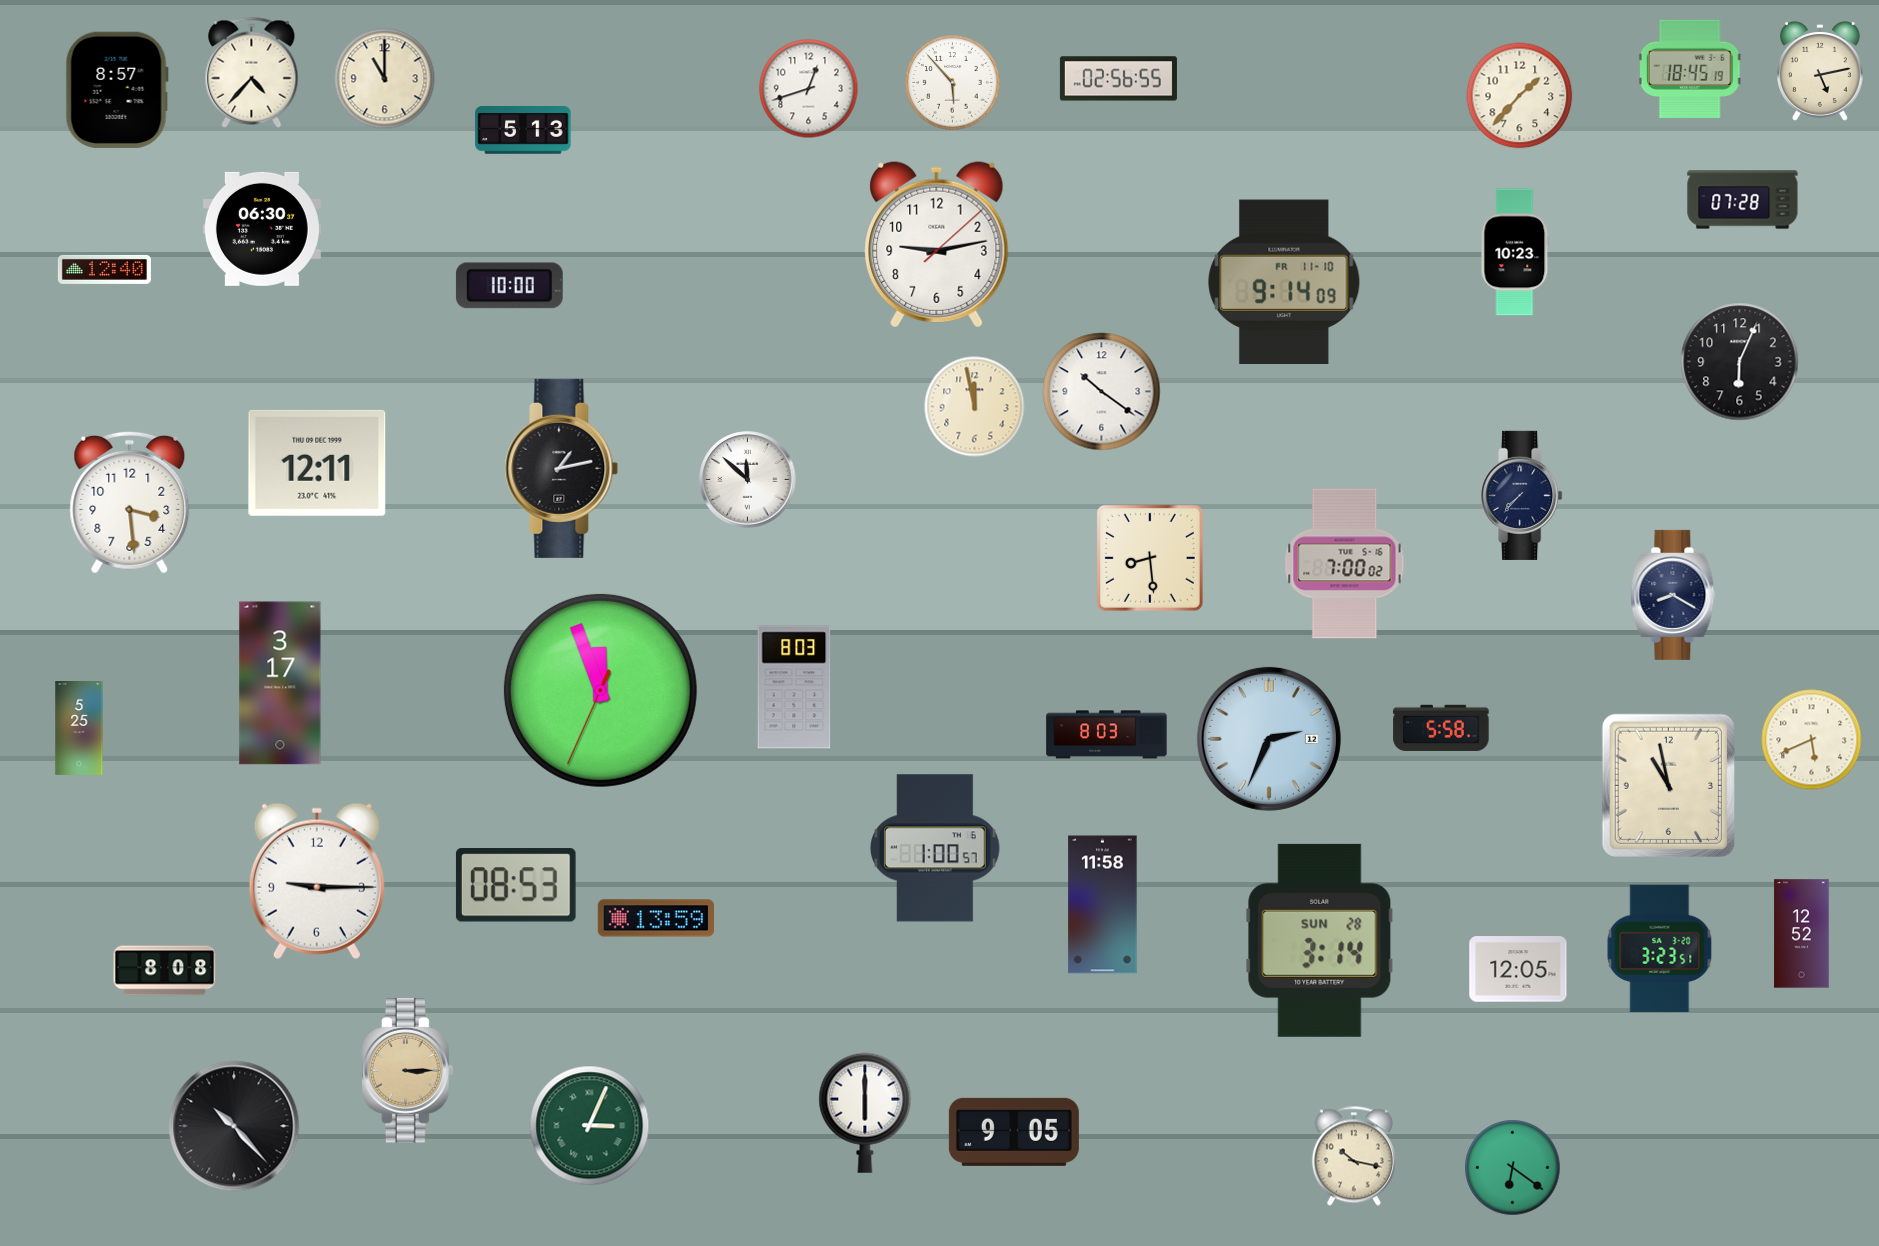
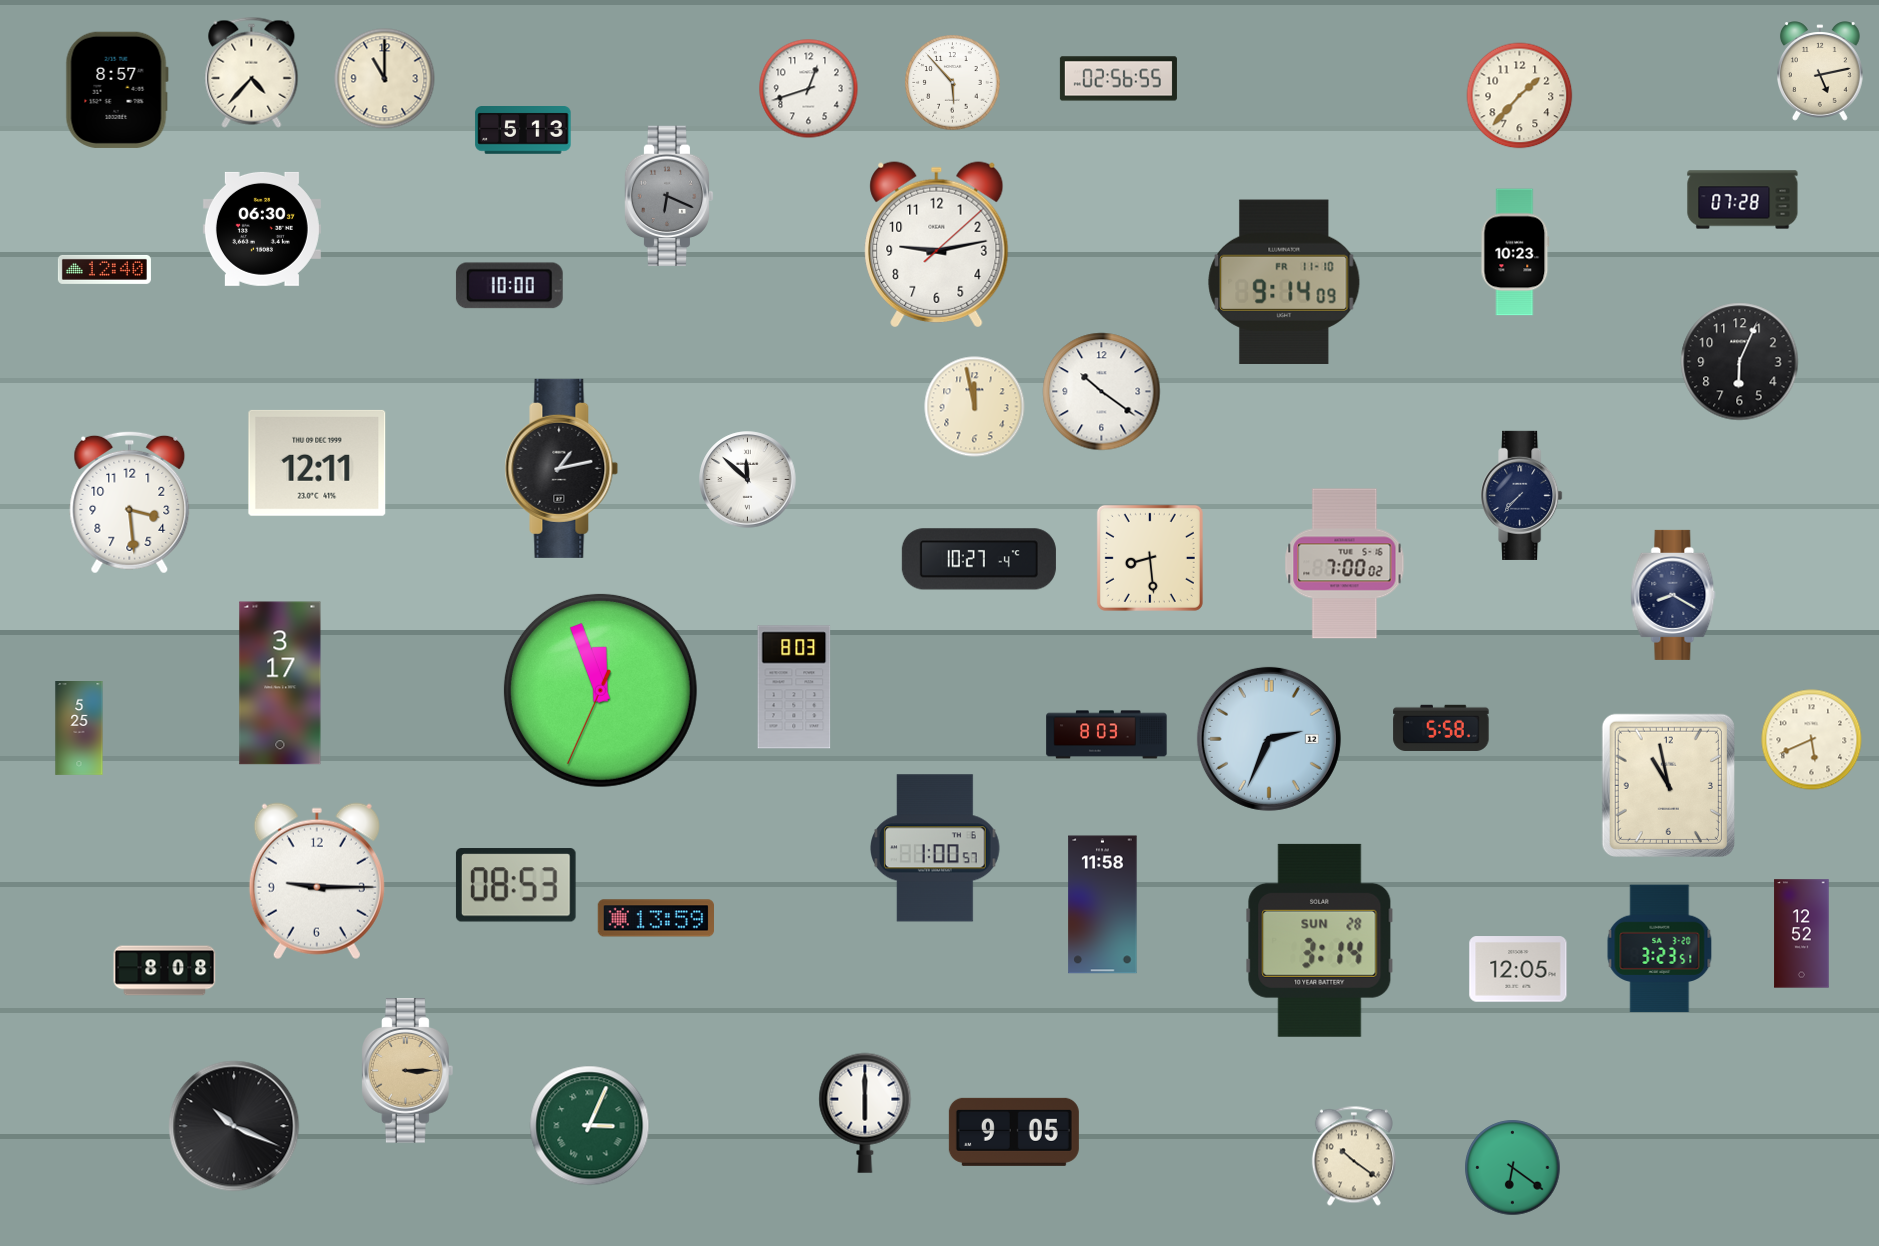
clock at (1690, 69): 18:45 -> none
clock at (669, 196): none -> 6:19
clock at (979, 559): none -> 10:27
clock at (234, 1126): 10:23 -> 10:19
clock at (1354, 1156): 10:17 -> 10:21
